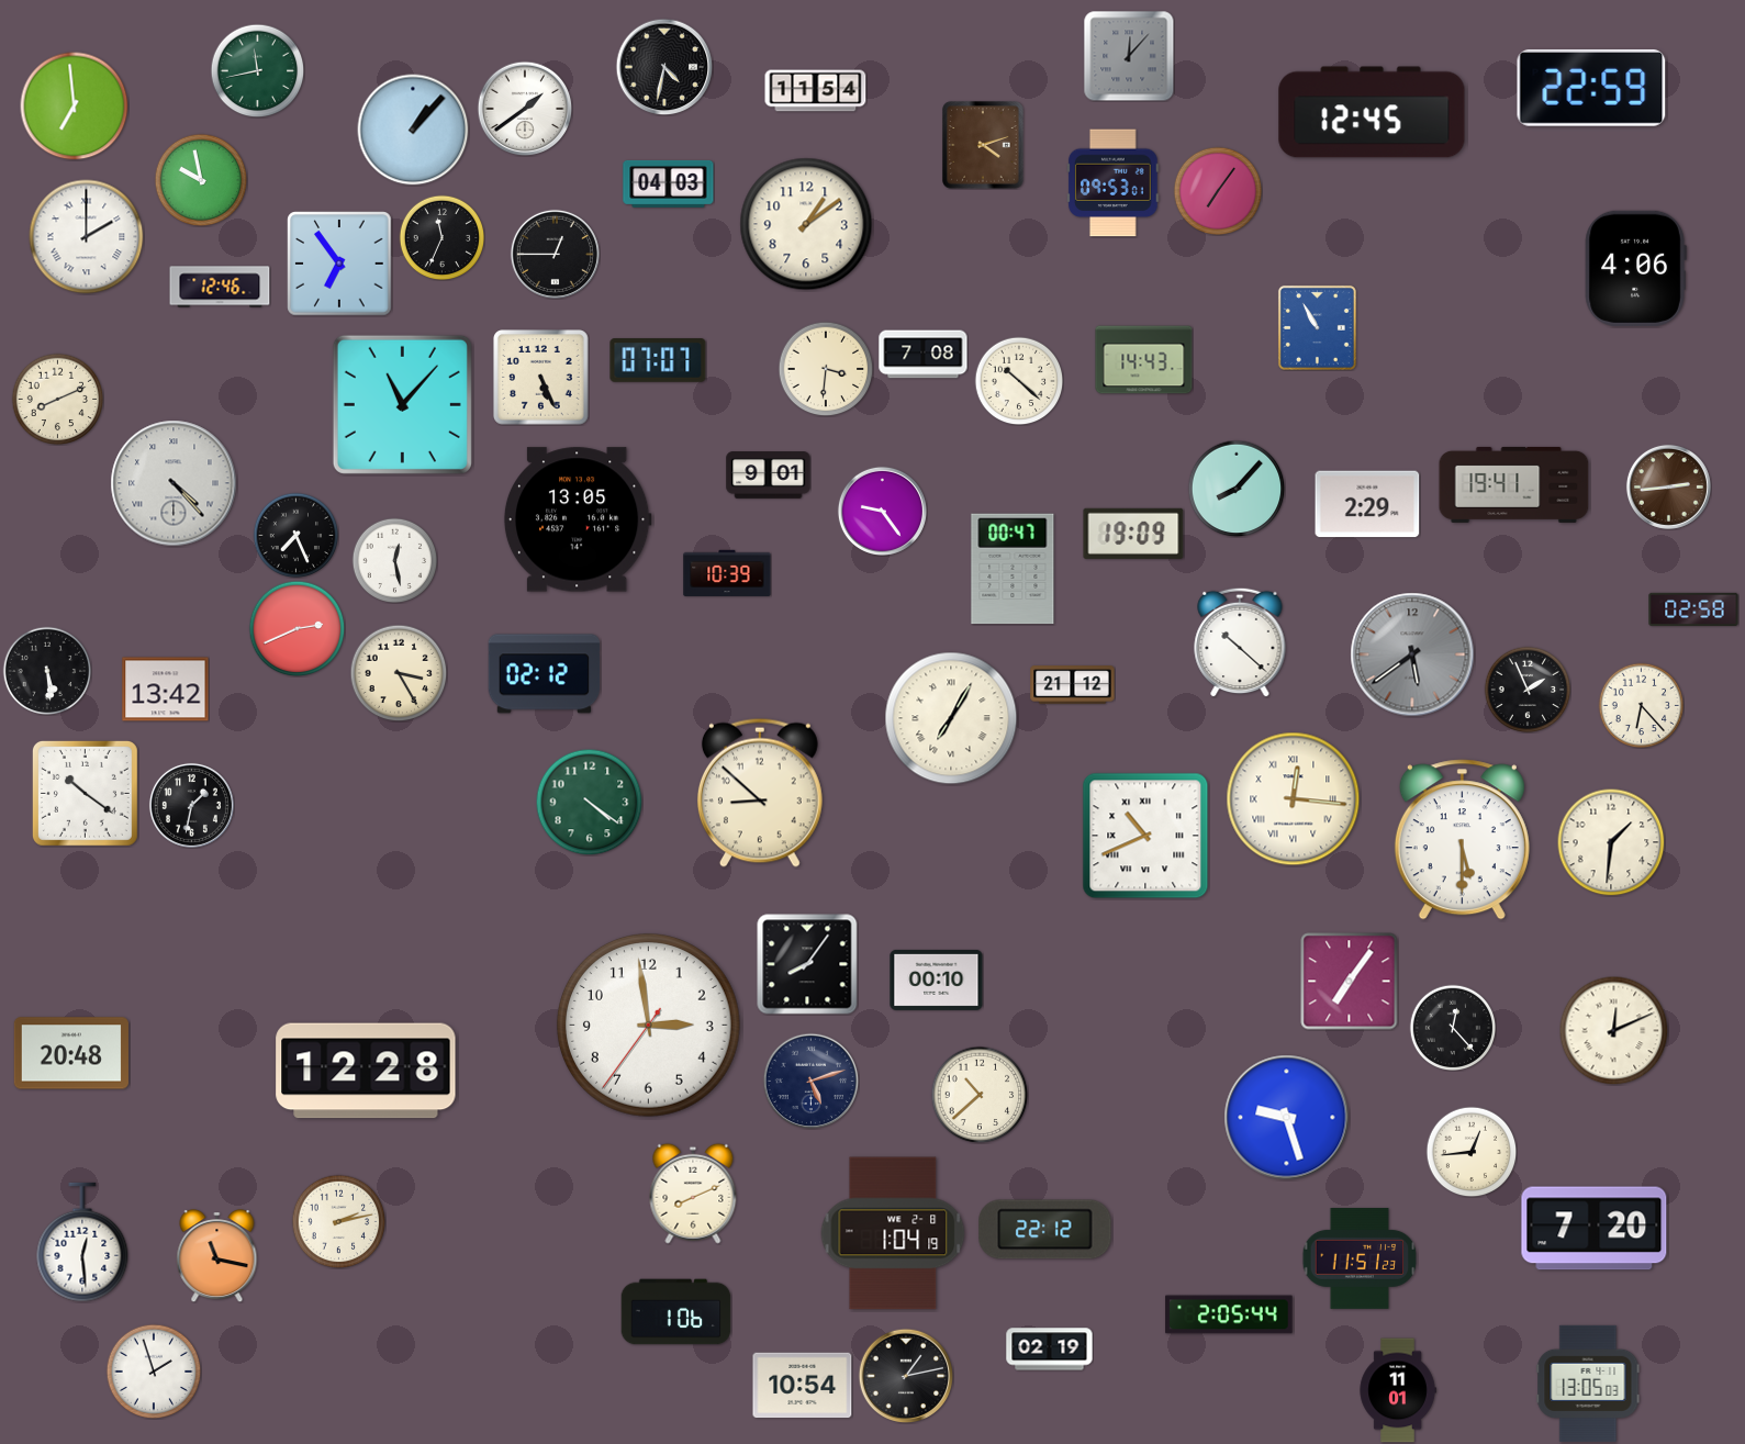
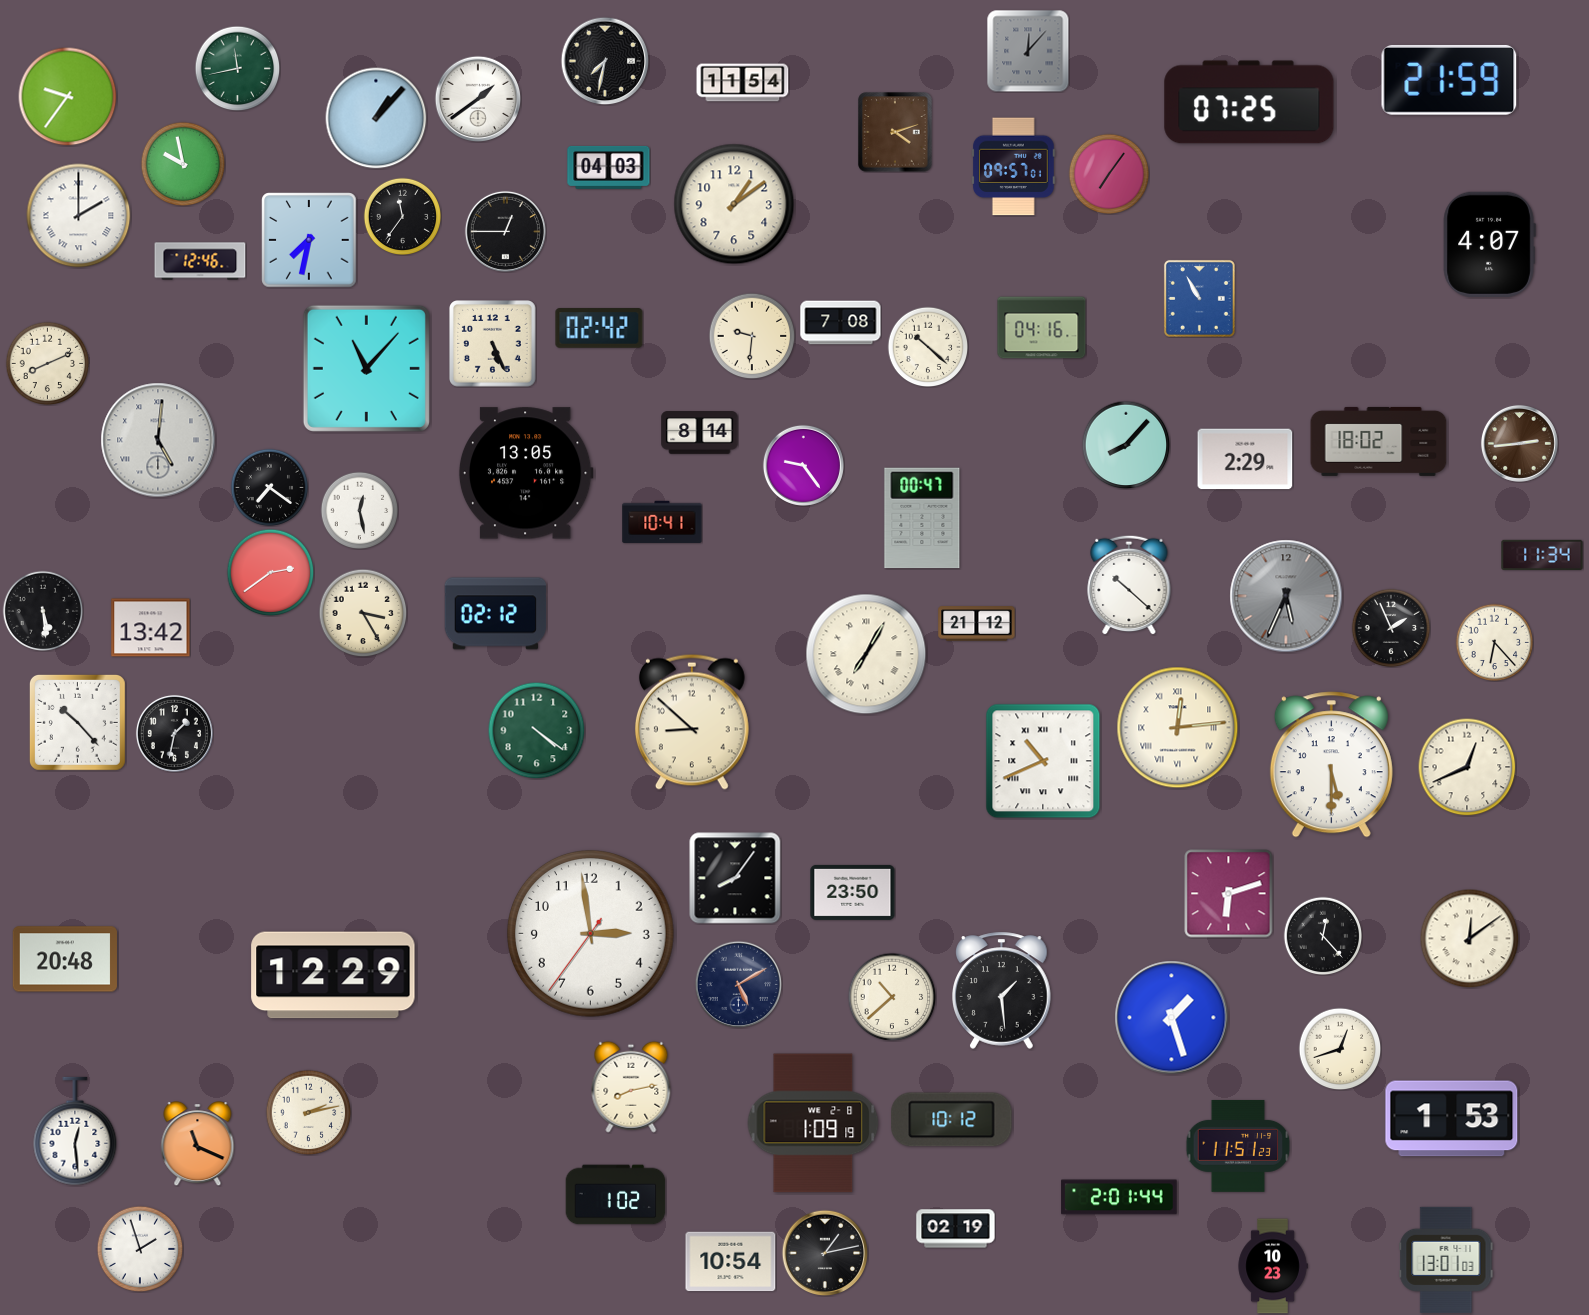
clock at (664, 67): 4:32 -> 7:32
clock at (257, 70) position: (257, 70) -> (237, 68)
clock at (1591, 88): 22:59 -> 21:59
clock at (75, 107): 6:59 -> 9:36
clock at (1372, 112): 12:45 -> 07:25
clock at (1114, 183): 09:53 -> 09:57
clock at (441, 237): 11:34 -> 11:36
clock at (339, 264): 6:54 -> 7:32
clock at (1635, 268): 4:06 -> 4:07
clock at (658, 360): 07:07 -> 02:42
clock at (1144, 360): 14:43 -> 04:16
clock at (826, 369): 3:31 -> 9:31
clock at (57, 399) position: (57, 399) -> (47, 363)
clock at (769, 475): 9:01 -> 8:14
clock at (174, 483): 4:23 -> 5:01
clock at (1514, 484): 19:41 -> 18:02
clock at (1133, 534): 19:09 -> none
clock at (295, 535): 7:26 -> 7:21
clock at (727, 572): 10:39 -> 10:41
clock at (1693, 608): 02:58 -> 11:34
clock at (297, 628): 2:41 -> 2:39
clock at (1412, 654): 5:39 -> 5:34
clock at (85, 793): 10:21 -> 10:23
clock at (1294, 799): 12:16 -> 12:14
clock at (1611, 842): 1:31 -> 12:41
clock at (937, 980): 00:10 -> 23:50
clock at (1350, 982): 7:06 -> 6:12
clock at (1614, 1031): 12:11 -> 12:09
clock at (366, 1071): 12:28 -> 12:29
clock at (810, 1081): 5:12 -> 5:10
clock at (1002, 990): none -> 1:29
clock at (1287, 1118): 9:27 -> 1:27
clock at (1472, 1152): 12:44 -> 12:42
clock at (693, 1194): 8:11 -> 8:13
clock at (1595, 1229): 7:20 -> 1:53
clock at (1045, 1230): 22:12 -> 10:12
clock at (893, 1233): 1:04 -> 1:09
clock at (217, 1256): 11:17 -> 11:19
clock at (676, 1312): 1:06 -> 1:02
clock at (1229, 1314): 2:05 -> 2:01
clock at (1588, 1384): 13:05 -> 13:01
clock at (1398, 1390): 11:01 -> 10:23
